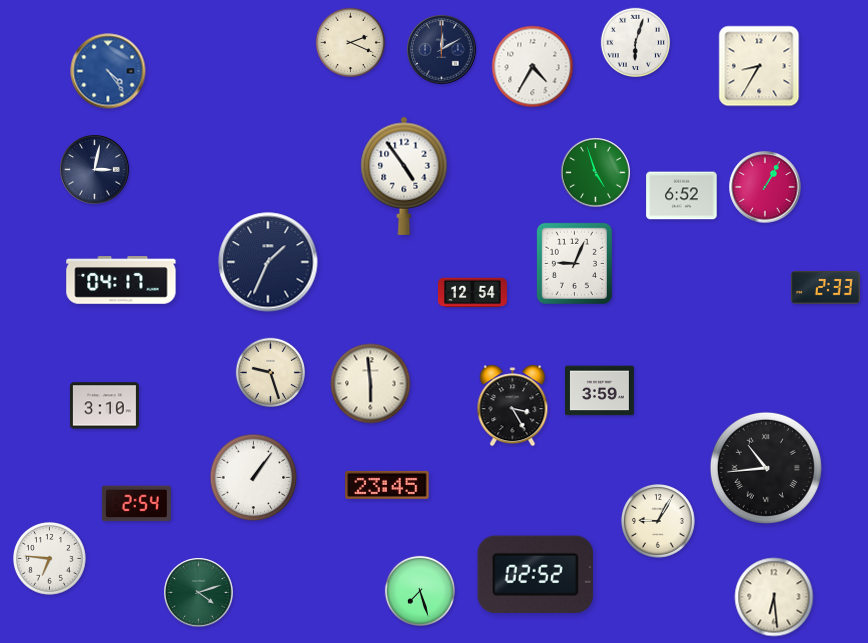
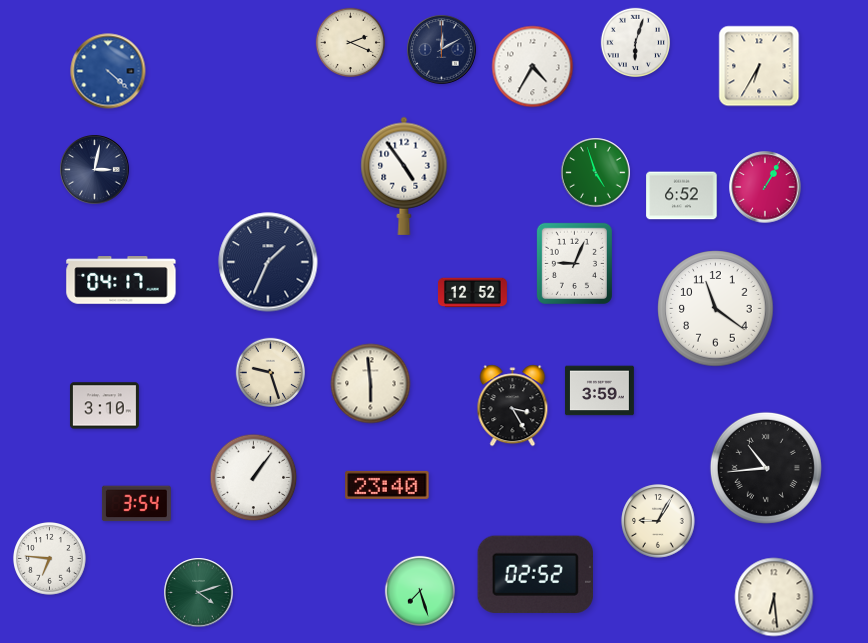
clock at (759, 66): 8:35 -> 6:35
clock at (108, 71): 4:24 -> 4:22
clock at (825, 288): 2:33 -> none
clock at (473, 293): 12:54 -> 12:52
clock at (716, 309): none -> 11:21
clock at (387, 485): 23:45 -> 23:40
clock at (136, 504): 2:54 -> 3:54
